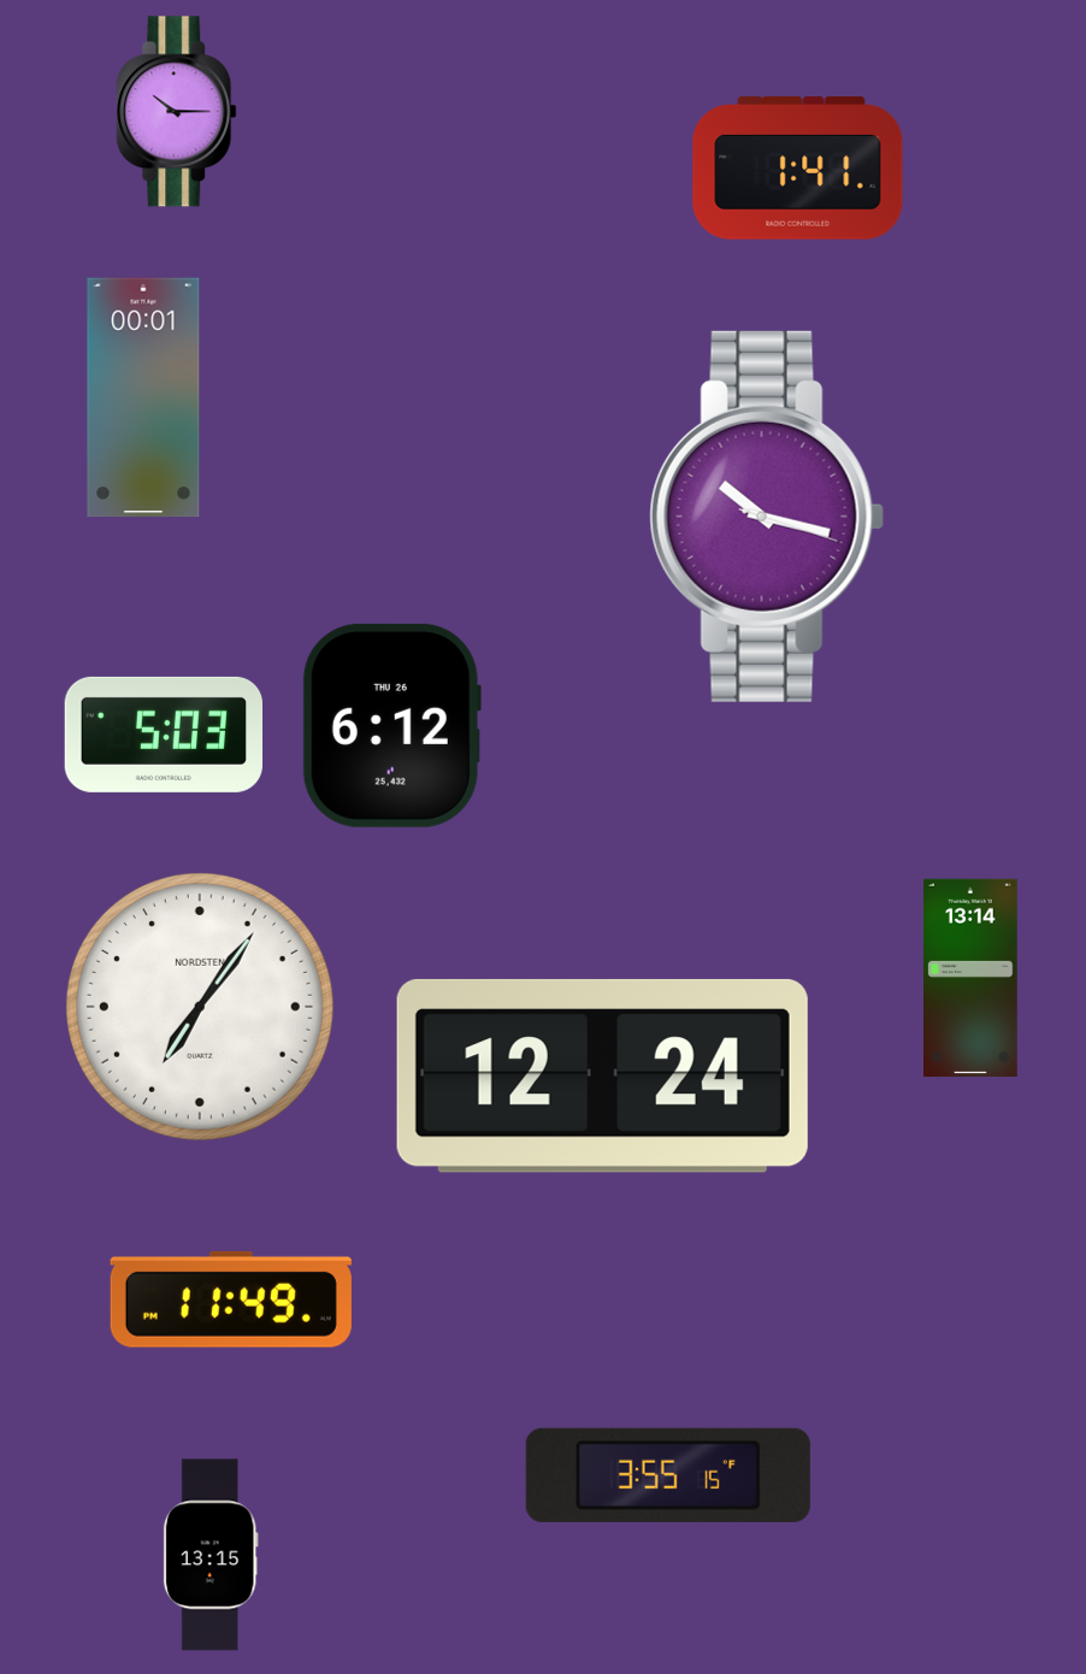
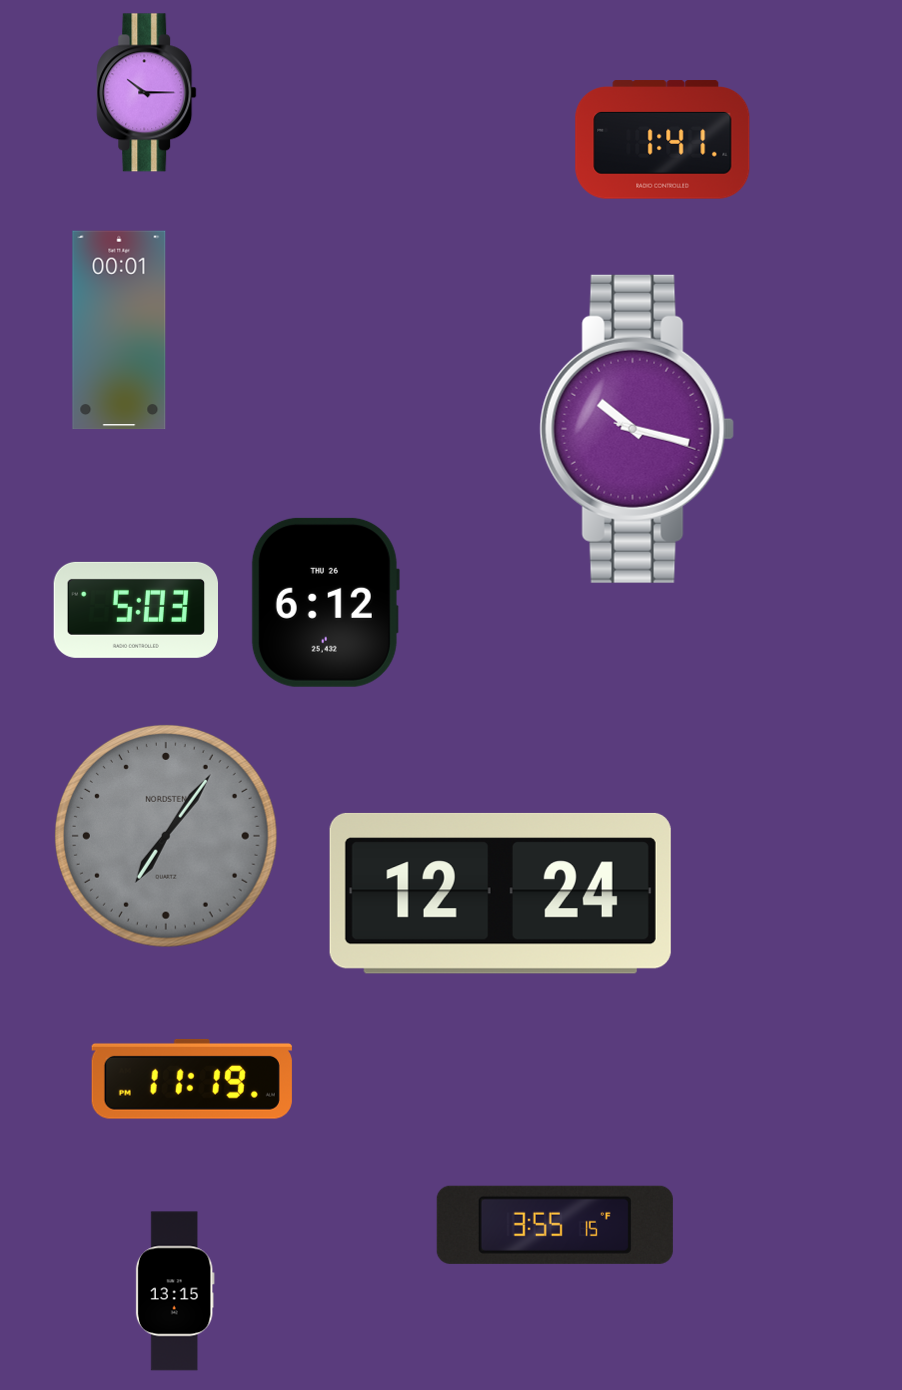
clock at (972, 978): 13:14 -> none
clock at (200, 1007) dial: white -> grey
clock at (231, 1299): 11:49 -> 11:19
